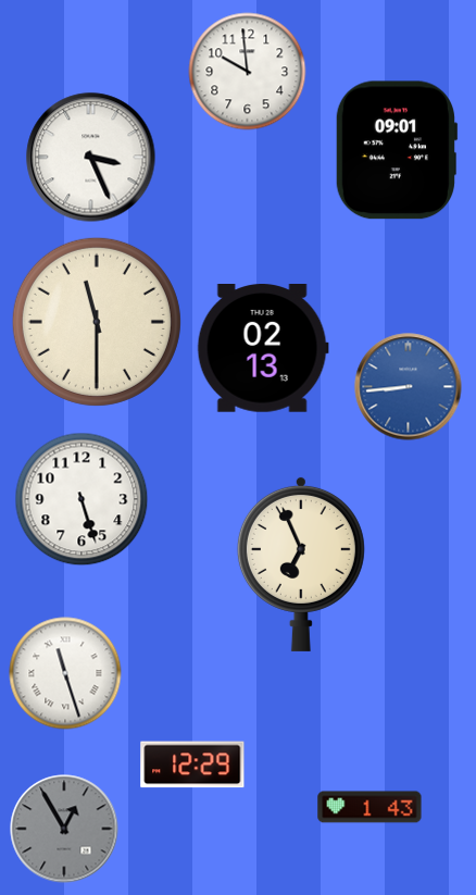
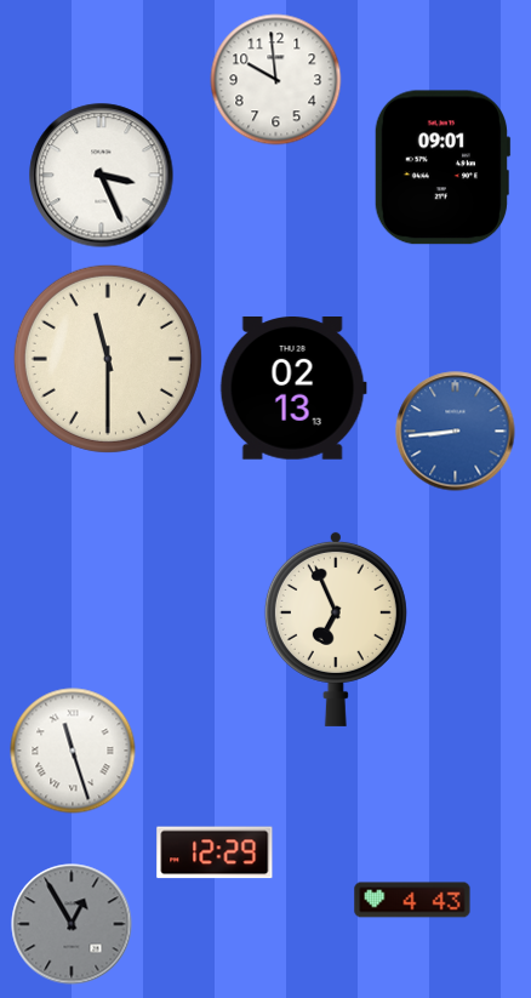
clock at (82, 499): 5:27 -> none
clock at (369, 807): 1:43 -> 4:43
